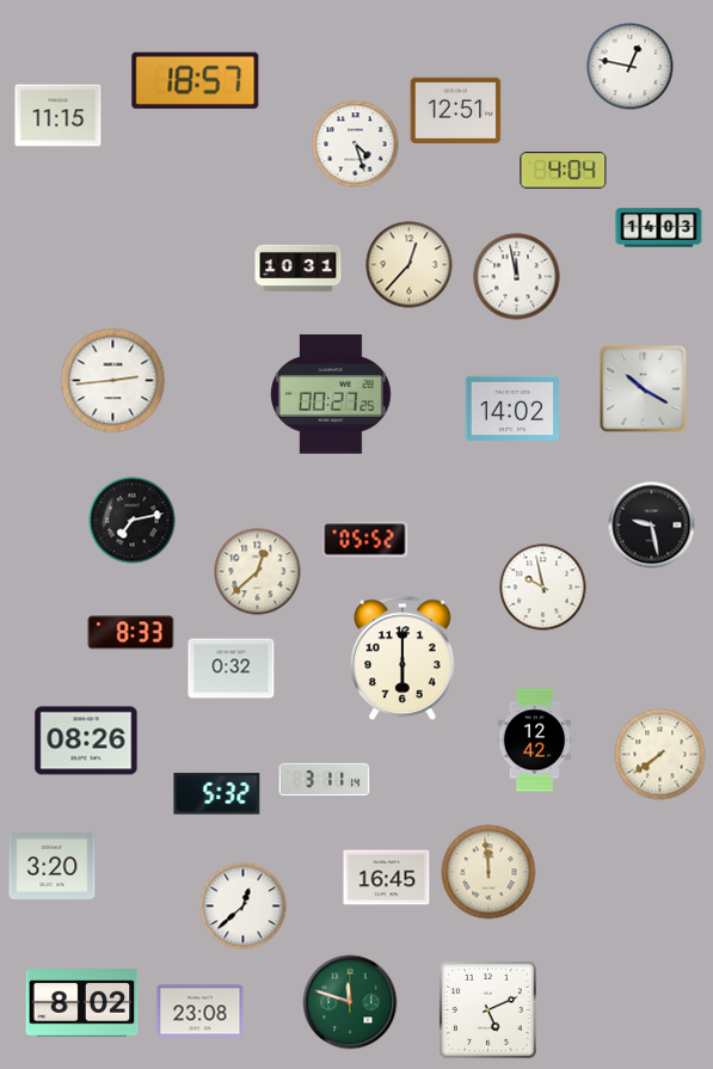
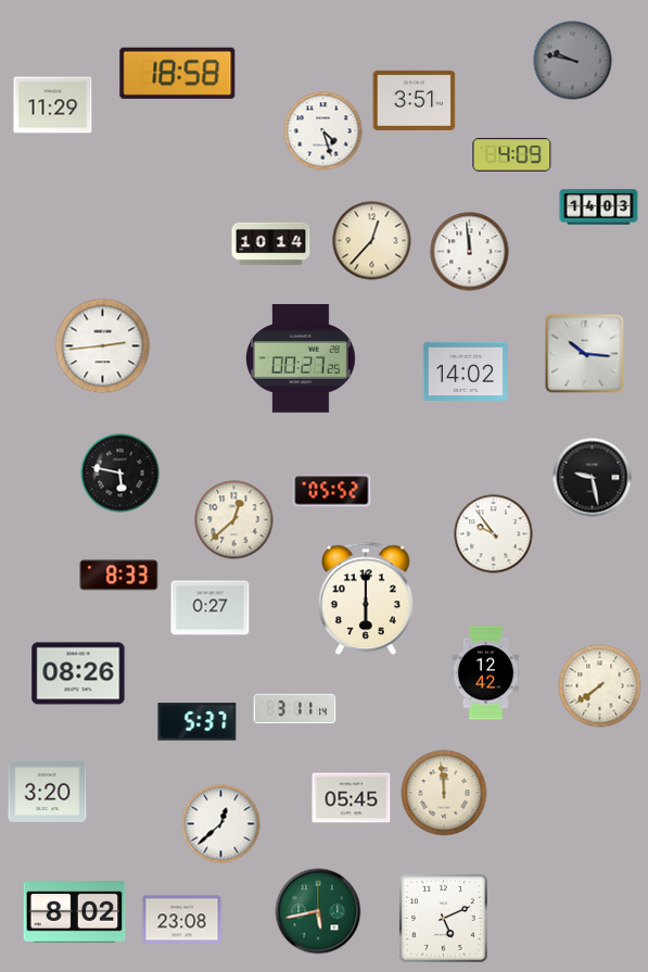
clock at (631, 67): 12:47 -> 9:47
clock at (631, 67) dial: white -> grey
clock at (196, 80): 18:57 -> 18:58
clock at (456, 110): 12:51 -> 3:51
clock at (59, 116): 11:15 -> 11:29
clock at (564, 171): 4:04 -> 4:09
clock at (299, 268): 10:31 -> 10:14
clock at (517, 277): 11:58 -> 11:59
clock at (644, 389): 10:20 -> 10:16
clock at (133, 521): 7:13 -> 5:47
clock at (543, 588): 9:58 -> 9:54
clock at (232, 669): 0:32 -> 0:27
clock at (217, 794): 5:32 -> 5:37
clock at (53, 865) position: (53, 865) -> (48, 791)
clock at (387, 878): 16:45 -> 05:45
clock at (350, 1002): 11:48 -> 5:43
